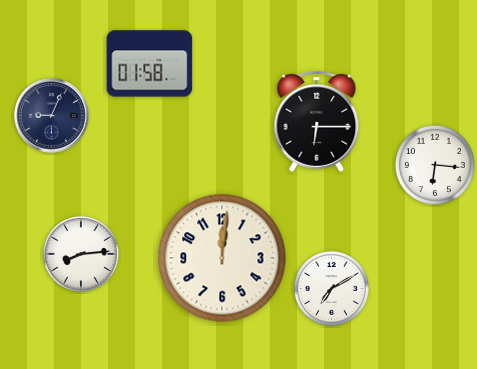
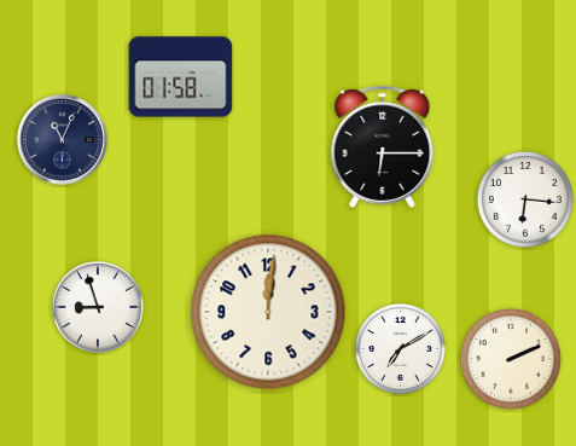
clock at (52, 116): 9:04 -> 11:04
clock at (81, 254): 8:14 -> 8:57
clock at (511, 359): none -> 2:11
